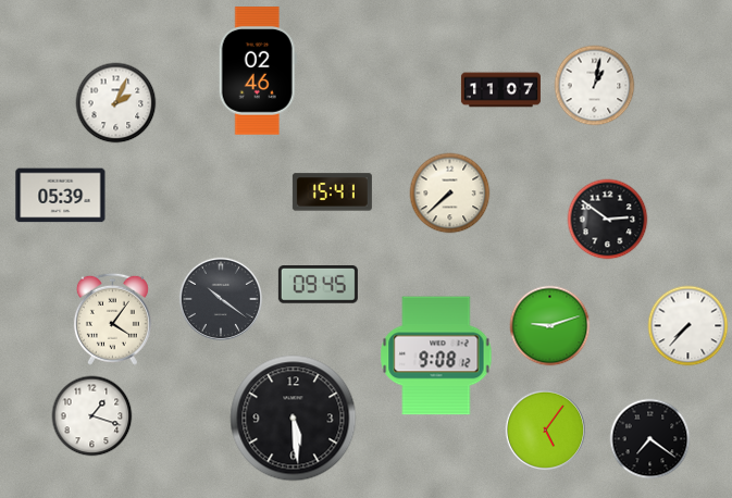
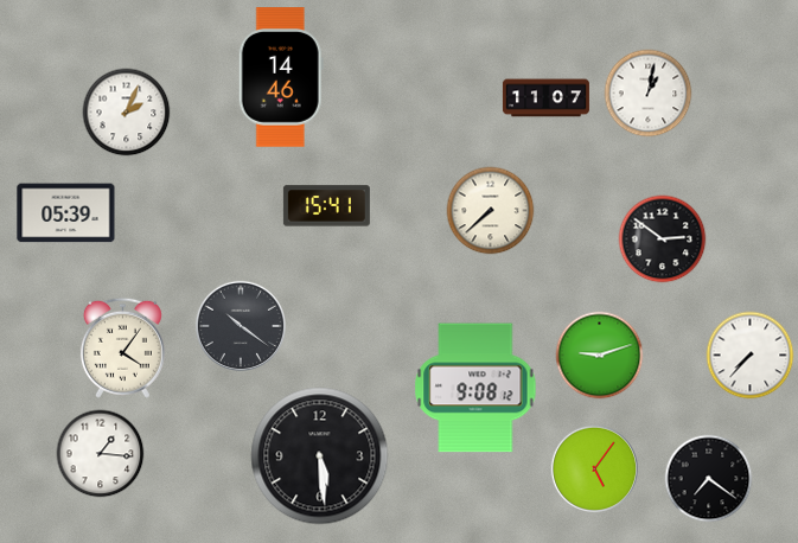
clock at (258, 71): 02:46 -> 14:46
clock at (332, 192) position: (332, 192) -> (326, 206)
clock at (318, 285): 09:45 -> none
clock at (92, 416): 1:18 -> 1:16
